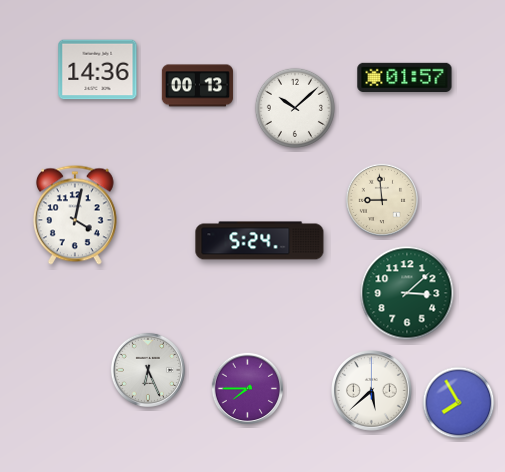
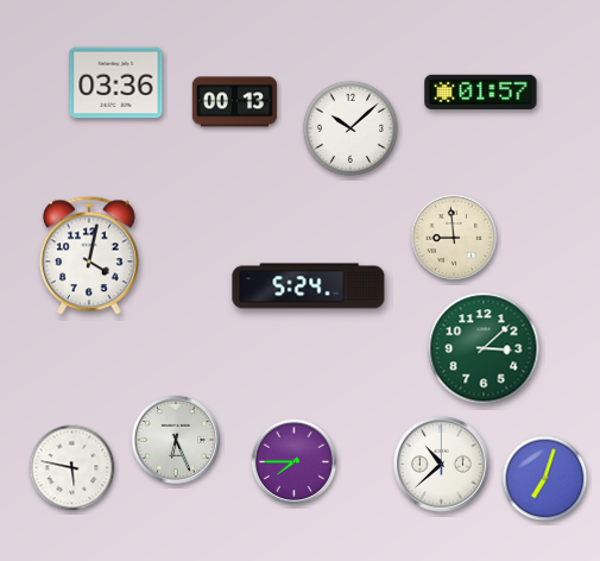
clock at (98, 70): 14:36 -> 03:36
clock at (372, 391): 5:38 -> 10:38
clock at (72, 468): none -> 5:47
clock at (459, 403): 7:55 -> 7:03
